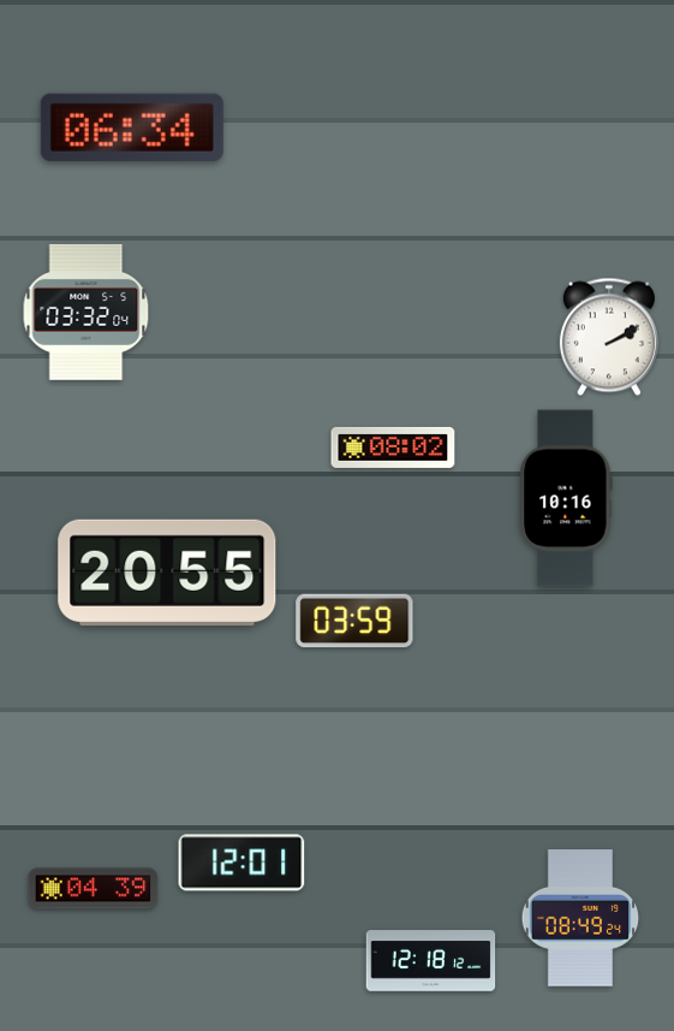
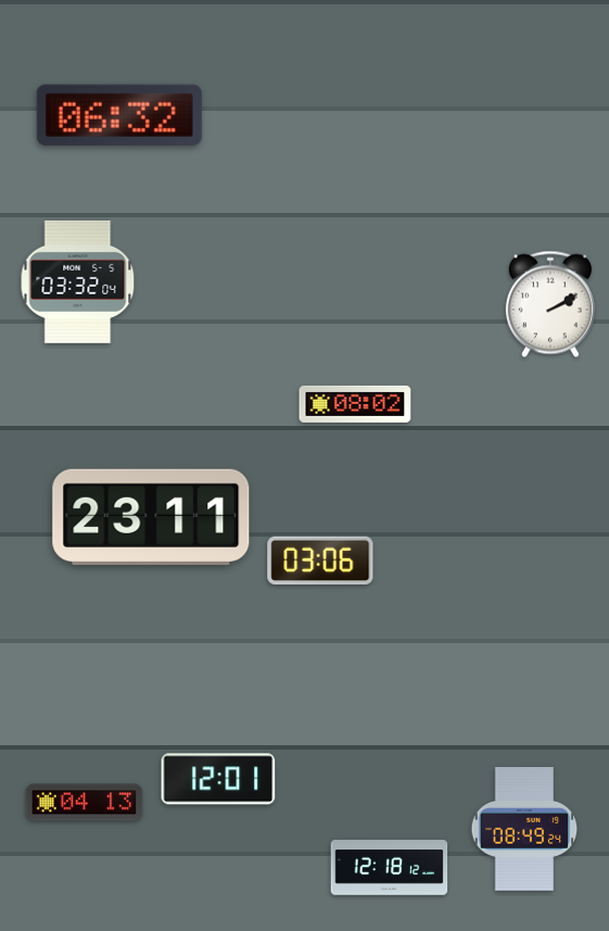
clock at (132, 128): 06:34 -> 06:32
clock at (566, 498): 10:16 -> none
clock at (167, 573): 20:55 -> 23:11
clock at (354, 621): 03:59 -> 03:06
clock at (94, 889): 04:39 -> 04:13
